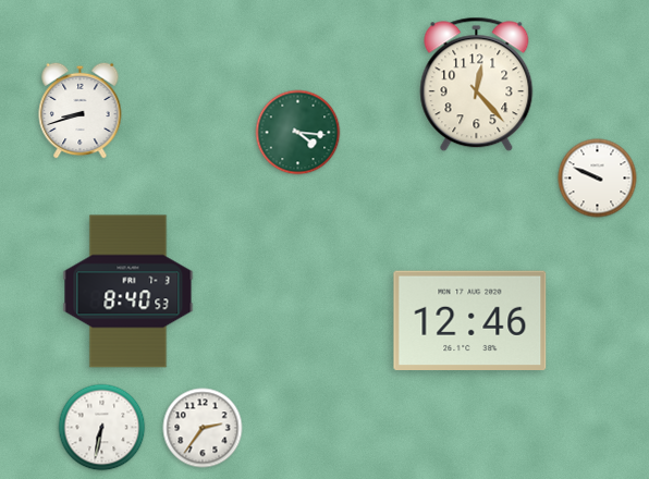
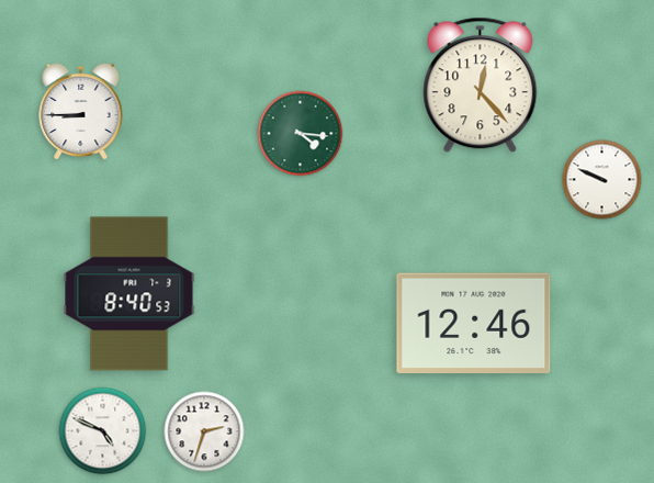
clock at (81, 110): 8:42 -> 8:45
clock at (102, 428): 6:32 -> 4:49
clock at (203, 428): 2:36 -> 2:33
